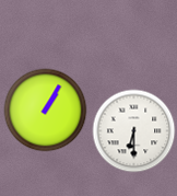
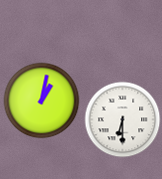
clock at (46, 111): 1:05 -> 1:02
